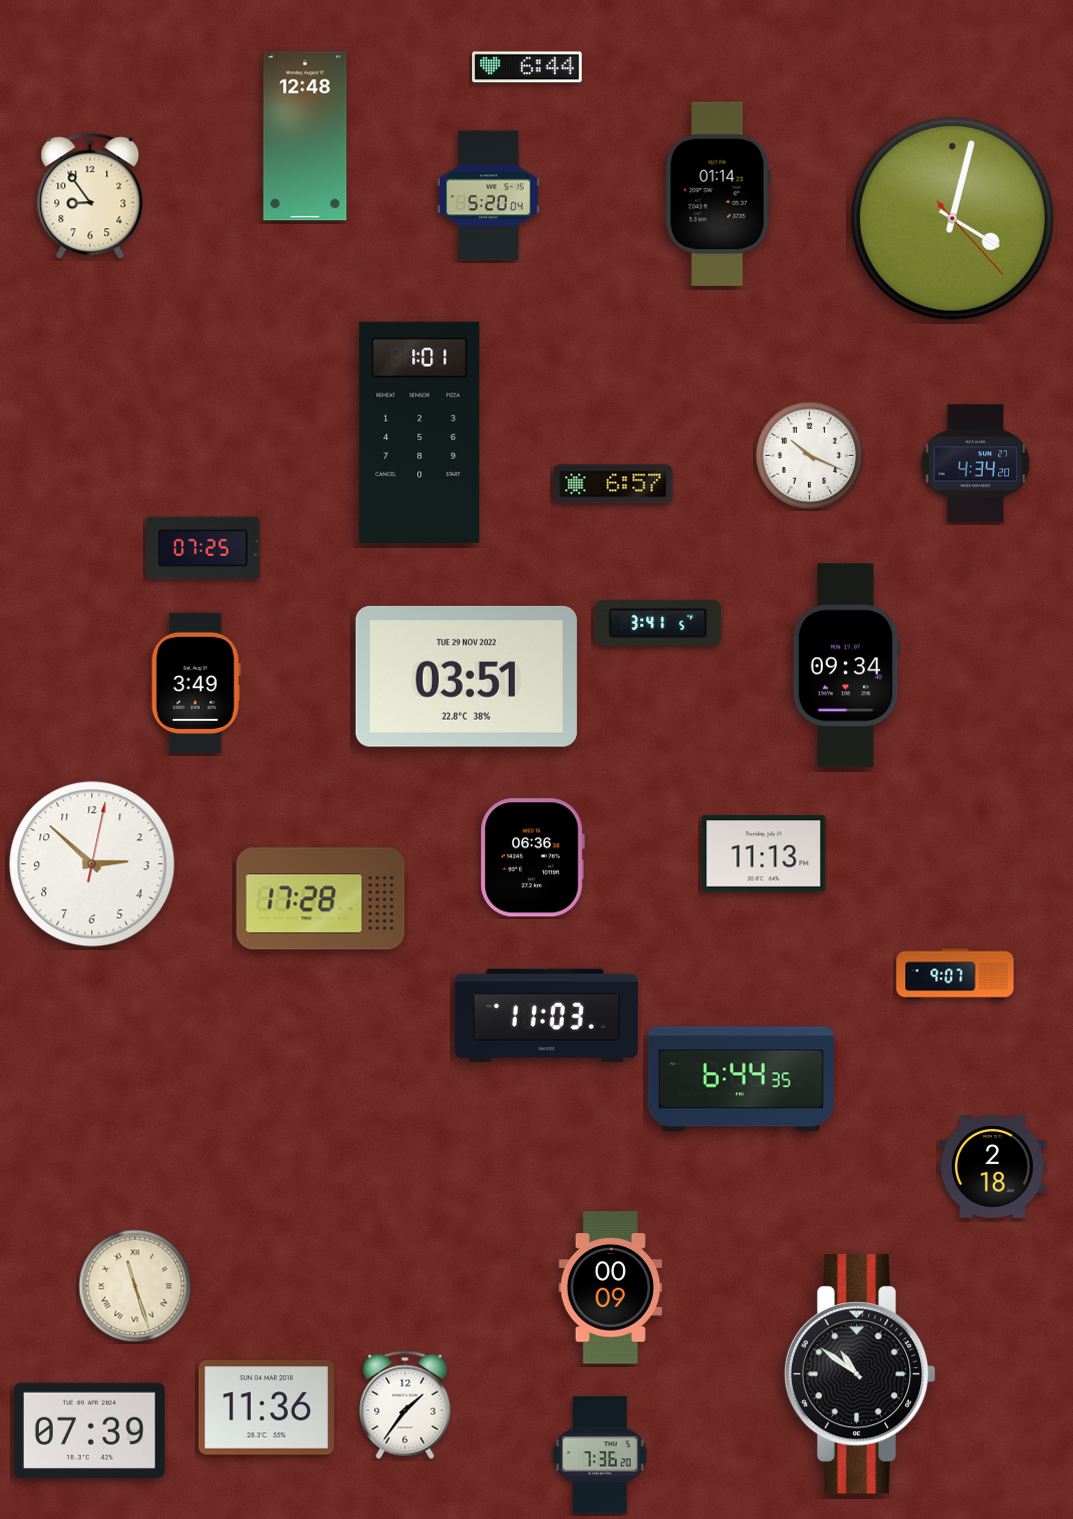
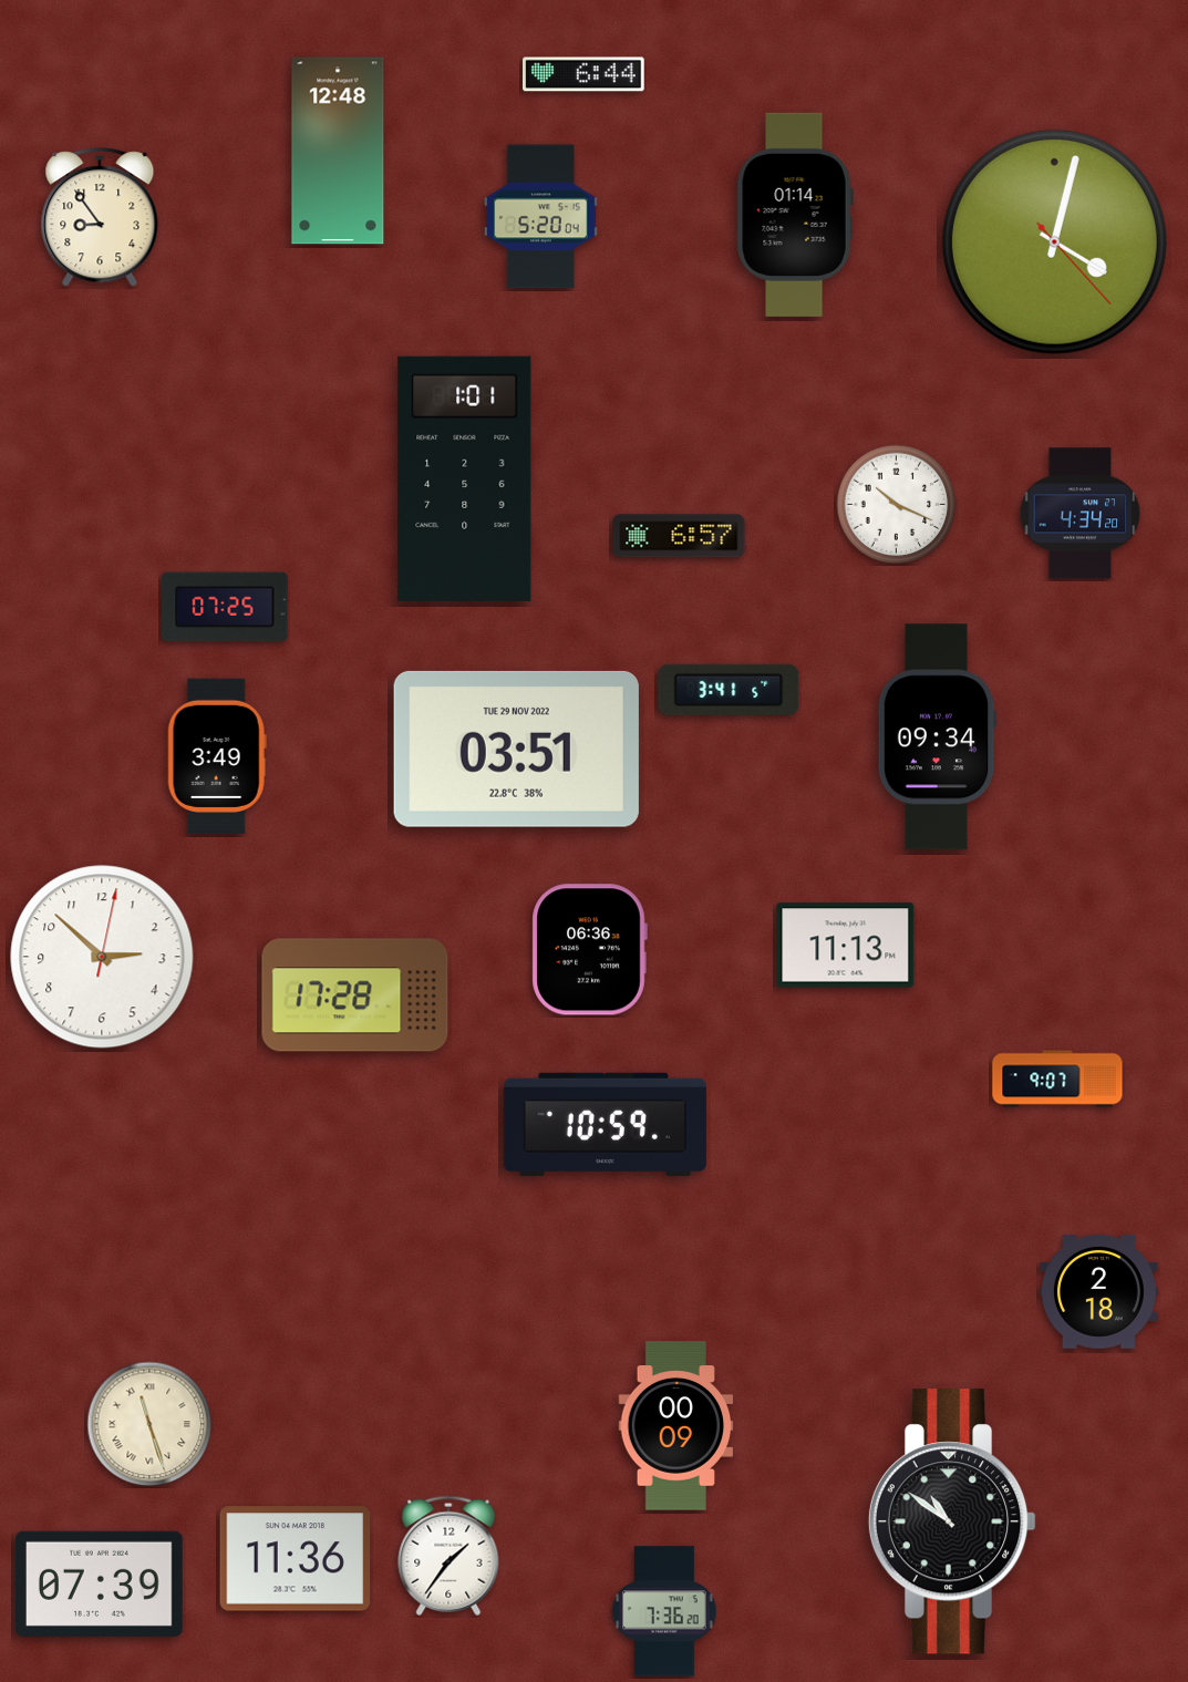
clock at (546, 1015): 11:03 -> 10:59
clock at (741, 1079): 6:44 -> none
